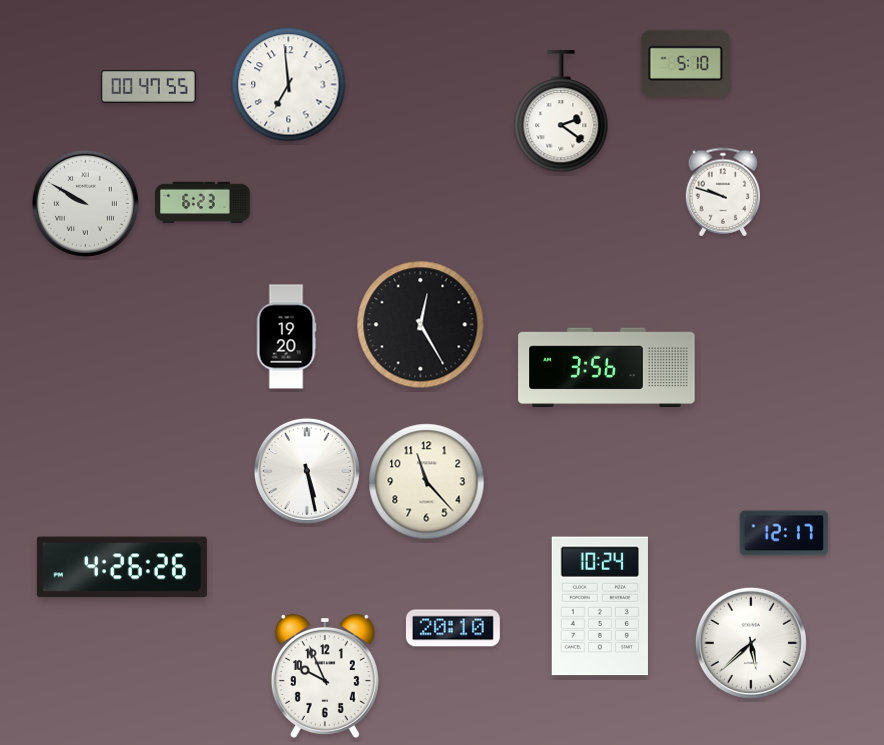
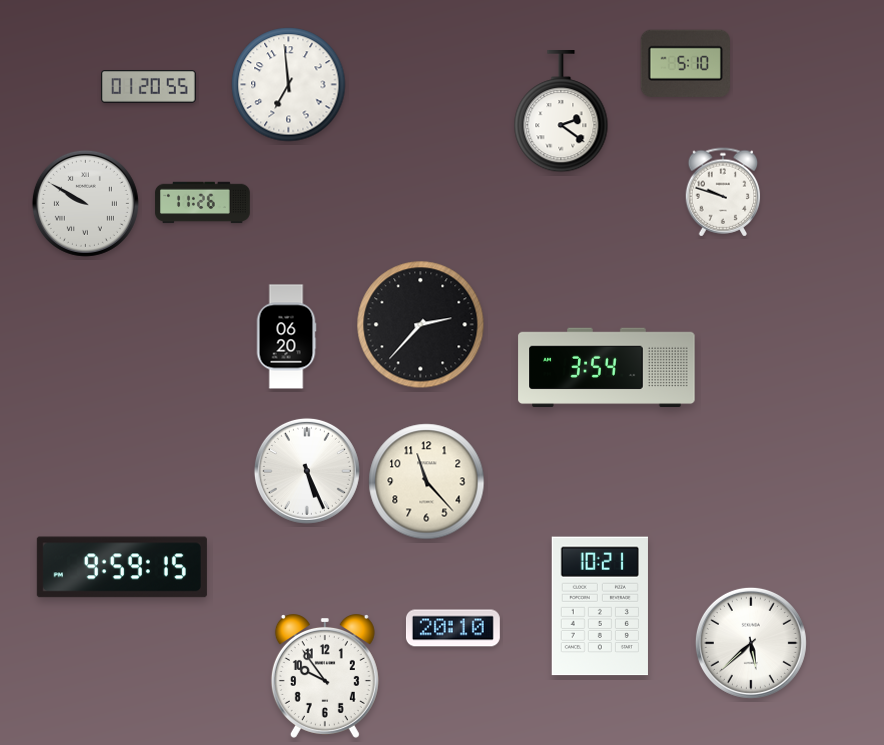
clock at (149, 87): 00:47 -> 01:20
clock at (203, 203): 6:23 -> 11:26
clock at (421, 325): 12:25 -> 2:37
clock at (286, 337): 19:20 -> 06:20
clock at (607, 368): 3:56 -> 3:54
clock at (307, 471): 5:28 -> 5:26
clock at (784, 533): 12:17 -> none
clock at (122, 567): 4:26 -> 9:59
clock at (600, 606): 10:24 -> 10:21
clock at (325, 677): 9:56 -> 9:54
